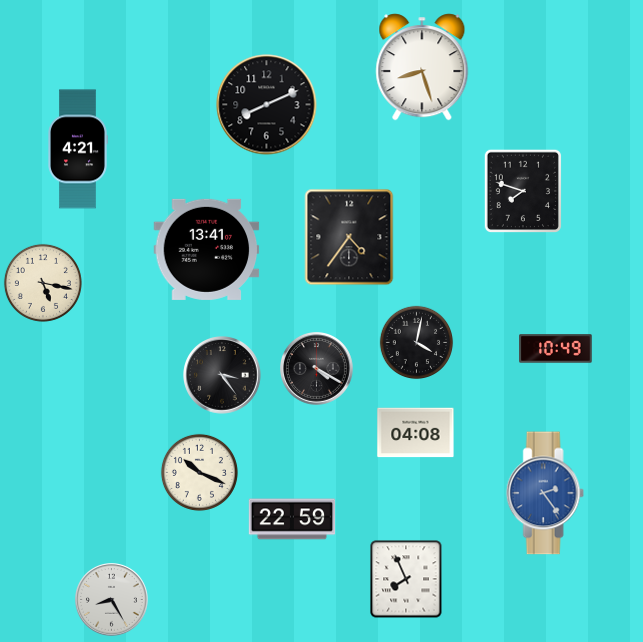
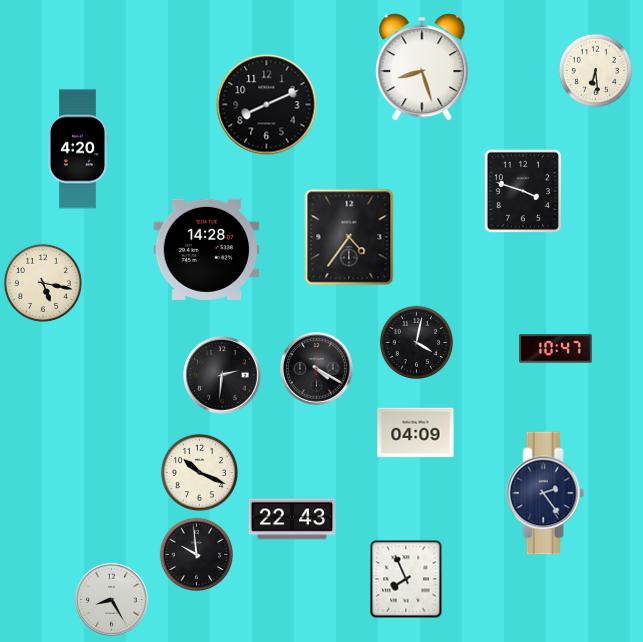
clock at (596, 71): none -> 6:29
clock at (78, 149): 4:21 -> 4:20
clock at (522, 190): 7:48 -> 3:48
clock at (207, 249): 13:41 -> 14:28
clock at (556, 349): 10:49 -> 10:47
clock at (222, 375): 3:24 -> 2:31
clock at (416, 433): 04:08 -> 04:09
clock at (545, 493) dial: blue -> navy
clock at (292, 519): 22:59 -> 22:43
clock at (197, 555): none -> 9:59
